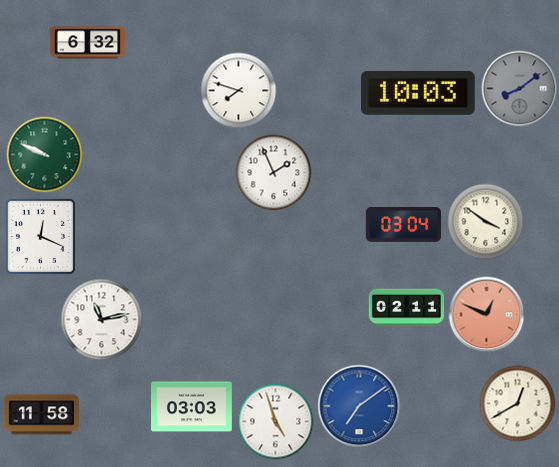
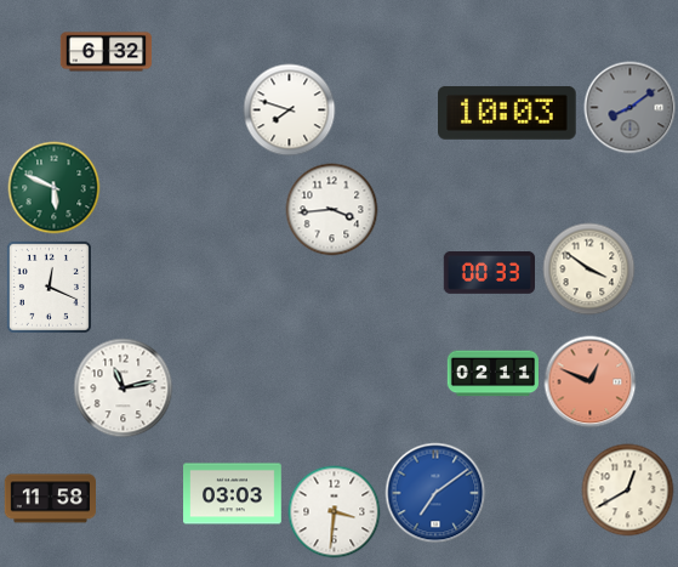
clock at (45, 155): 9:49 -> 5:49
clock at (274, 173): 1:56 -> 3:44
clock at (403, 225): 03:04 -> 00:33
clock at (41, 415) position: (41, 415) -> (50, 499)
clock at (276, 422): 4:57 -> 3:31
